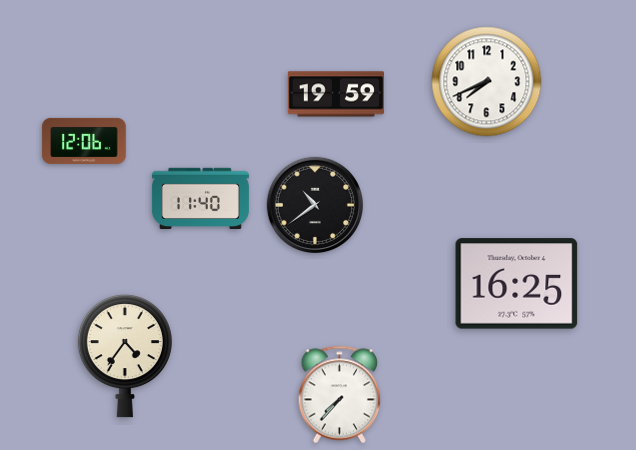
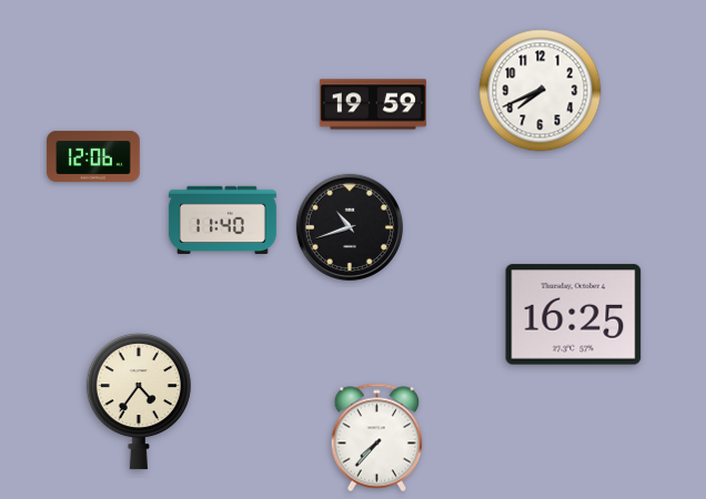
clock at (314, 204): 10:39 -> 10:42
clock at (125, 357) position: (125, 357) -> (139, 403)
